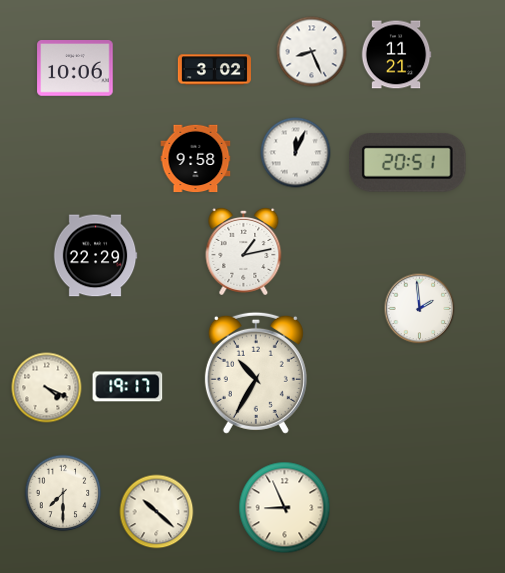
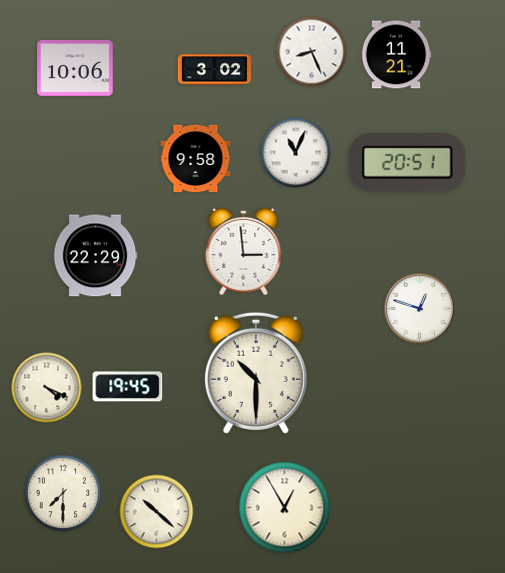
clock at (296, 153): 12:04 -> 11:04
clock at (244, 251): 1:13 -> 2:59
clock at (420, 309): 1:59 -> 12:48
clock at (256, 373): 10:35 -> 10:30
clock at (128, 387): 19:17 -> 19:45
clock at (285, 508): 8:56 -> 12:55
